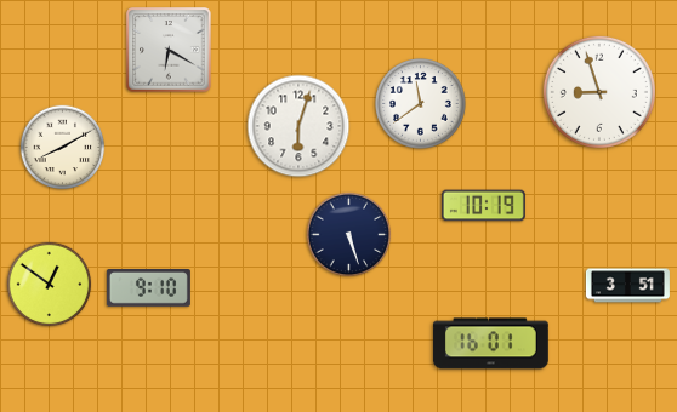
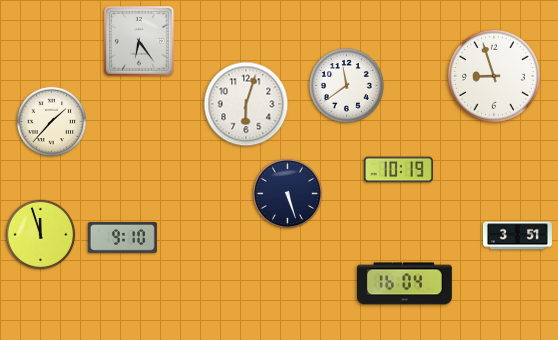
clock at (169, 50): 6:20 -> 6:24
clock at (63, 148): 8:10 -> 1:37
clock at (50, 285): 12:51 -> 11:57
clock at (490, 344): 16:01 -> 16:04
